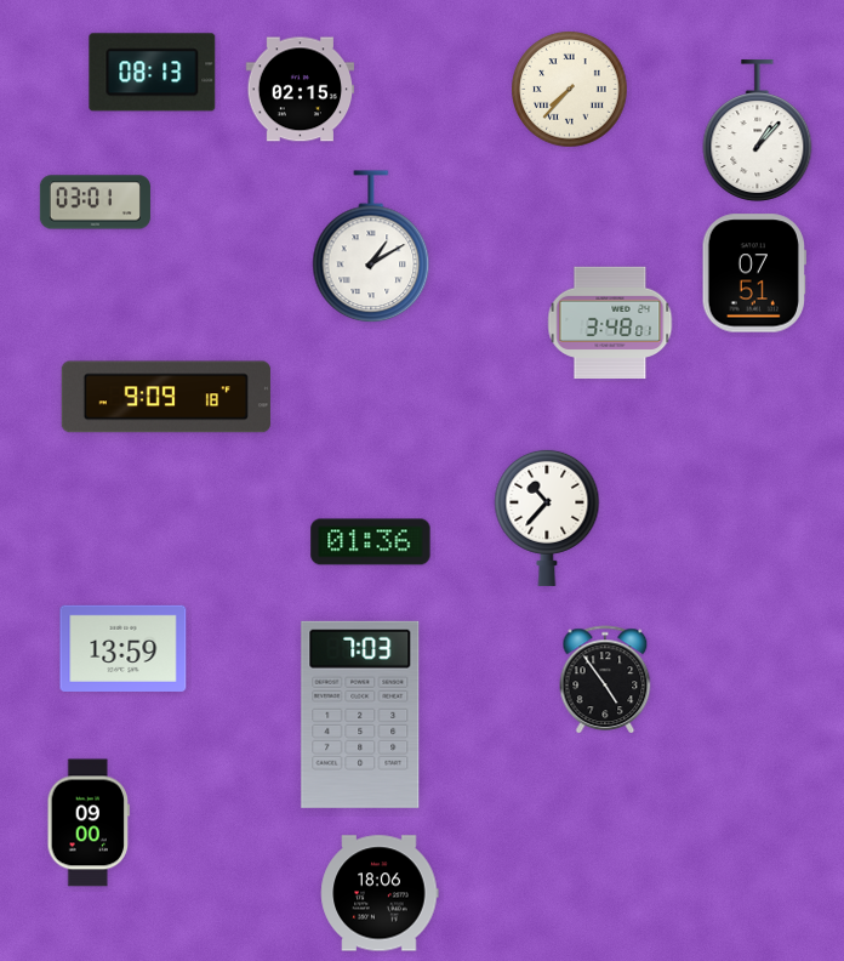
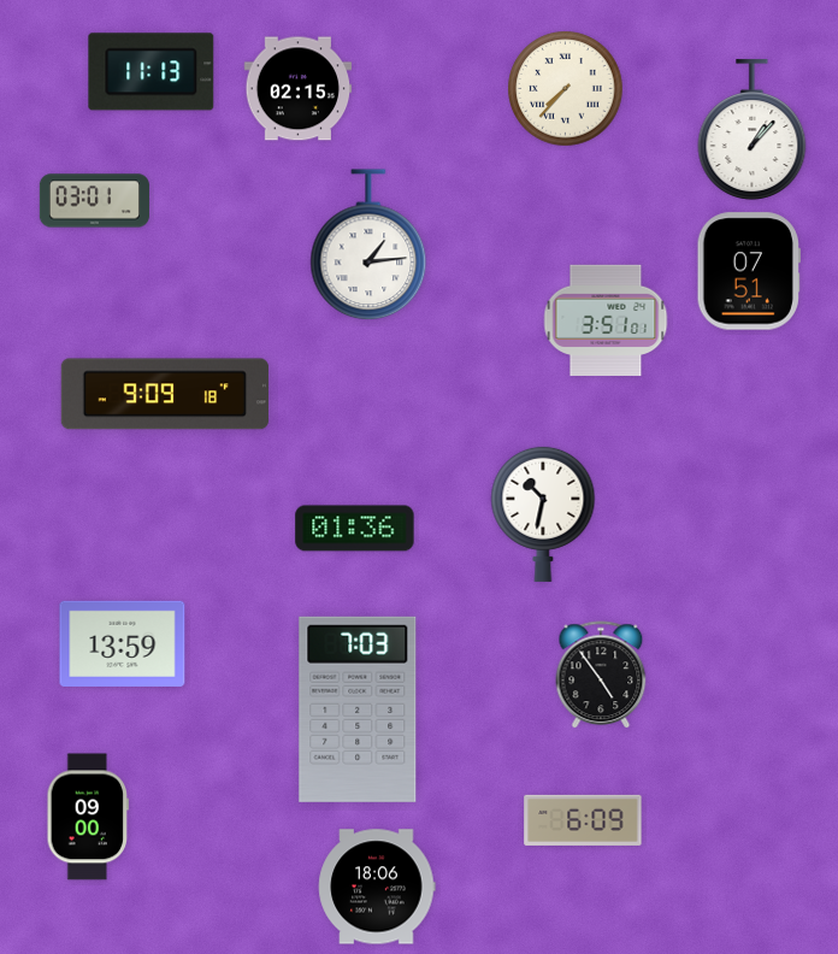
clock at (153, 73): 08:13 -> 11:13
clock at (371, 248): 1:10 -> 1:14
clock at (610, 323): 3:48 -> 3:51
clock at (547, 517): 10:37 -> 10:32
clock at (371, 542) position: (371, 542) -> (355, 529)
clock at (583, 820): none -> 6:09
